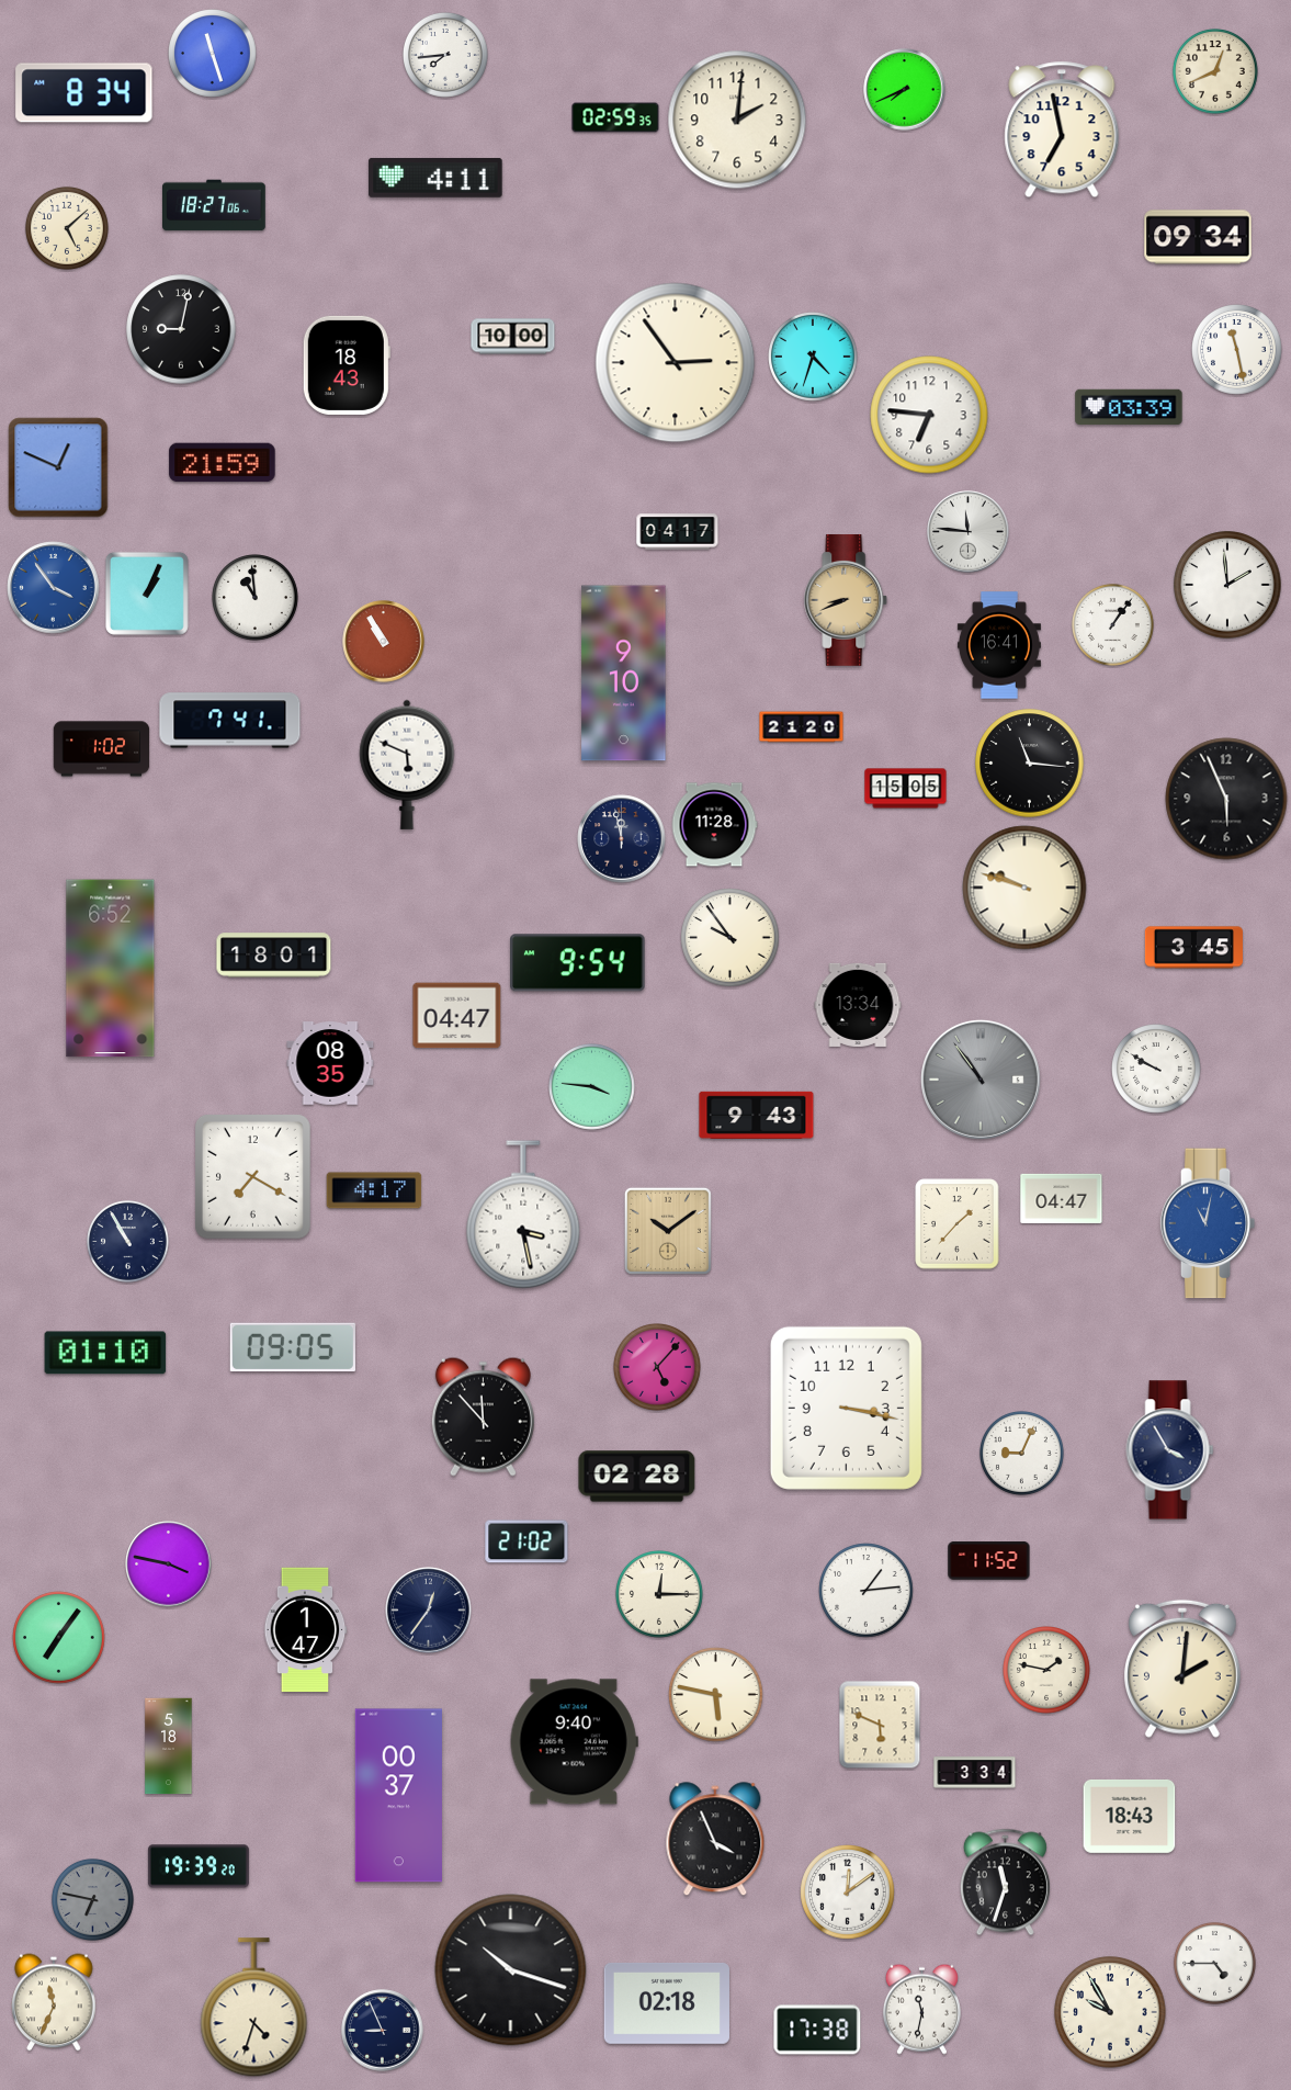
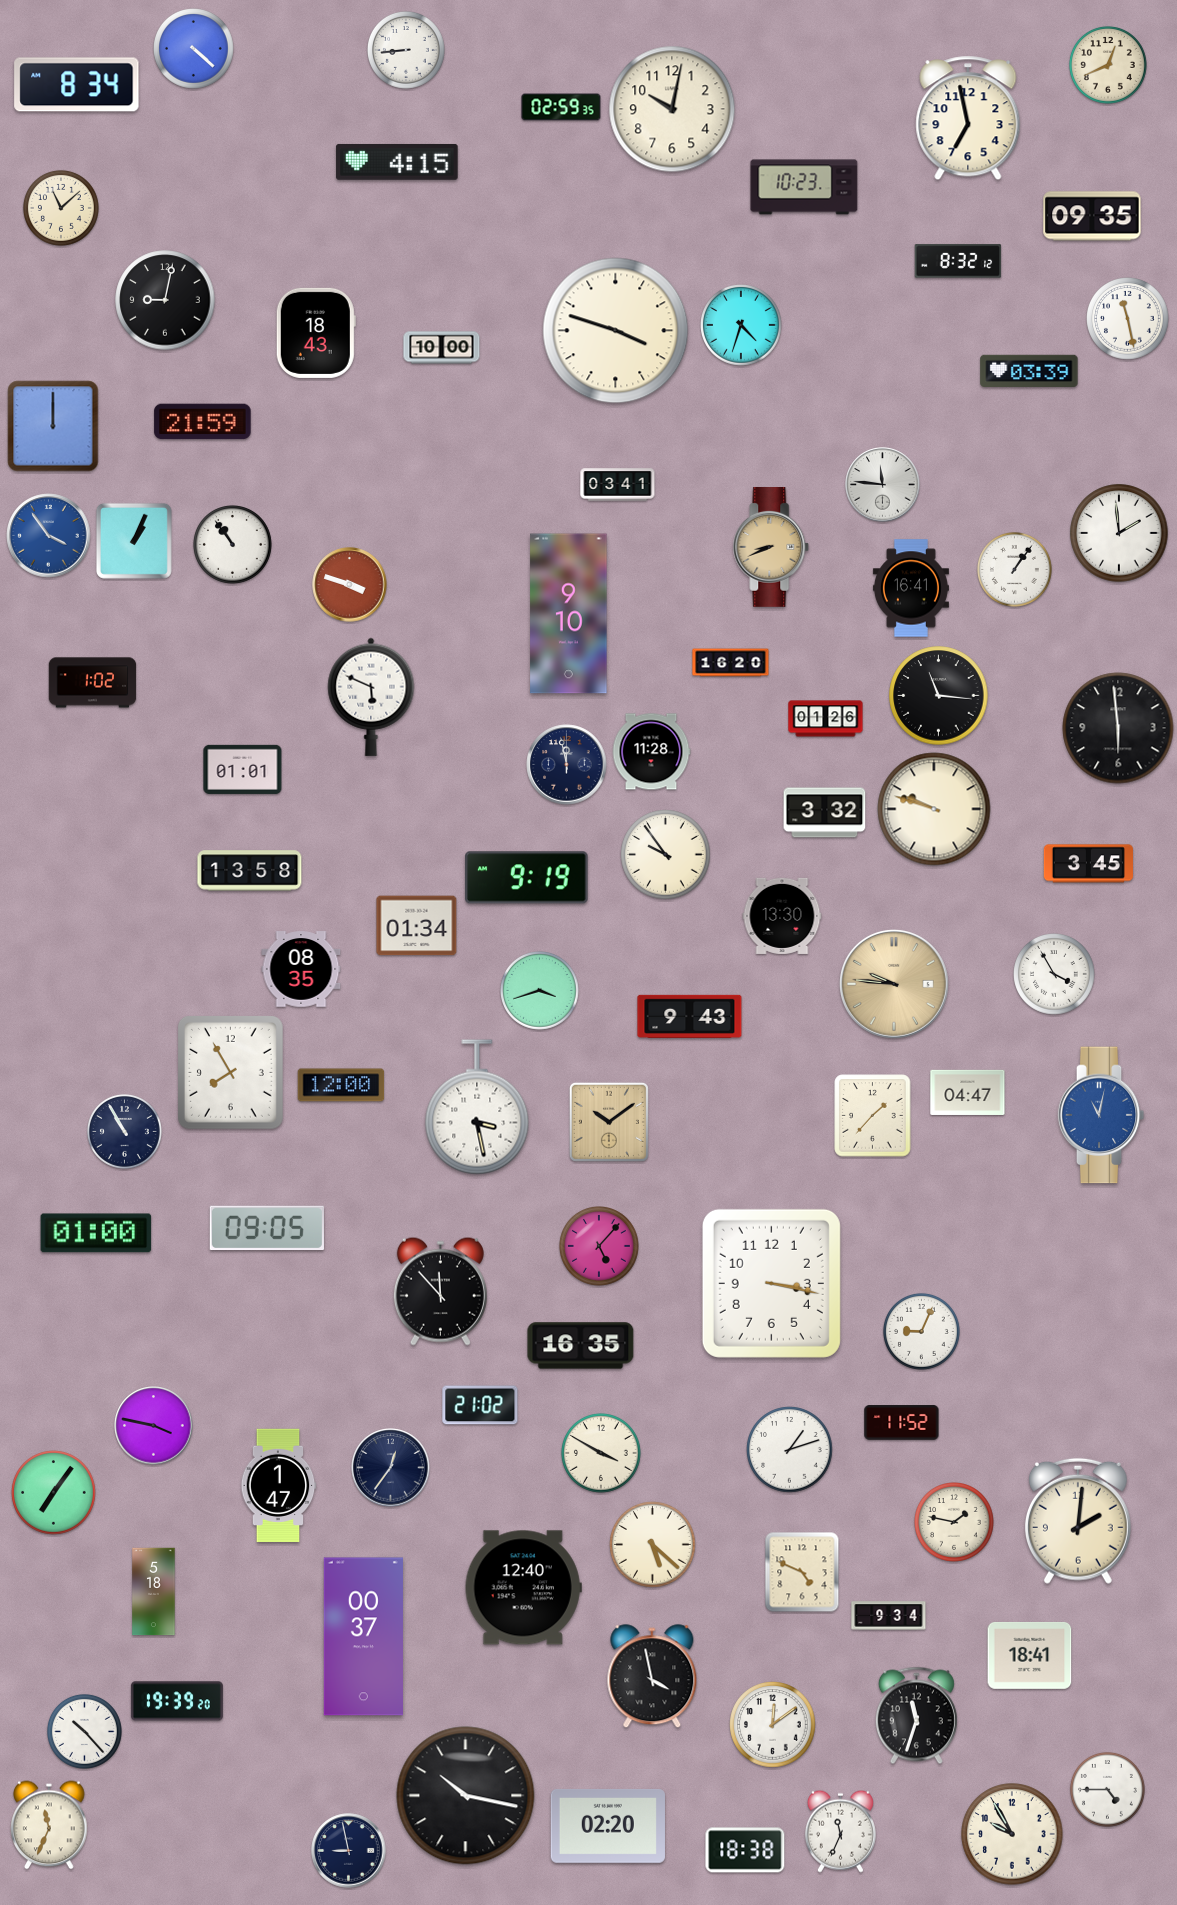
clock at (213, 54): 11:27 -> 4:22
clock at (446, 56): 7:44 -> 8:44
clock at (905, 90): 7:41 -> none
clock at (737, 120): 2:01 -> 10:02
clock at (435, 178): 4:11 -> 4:15
clock at (215, 205): 18:27 -> none
clock at (804, 187): none -> 10:23
clock at (67, 228): 5:08 -> 11:08
clock at (1198, 237): 09:34 -> 09:35
clock at (958, 261): none -> 8:32
clock at (513, 337) position: (513, 337) -> (442, 348)
clock at (676, 363): 2:54 -> 3:48
clock at (929, 415): 6:46 -> none
clock at (58, 467): 12:49 -> 12:00
clock at (678, 532): 04:17 -> 03:41
clock at (256, 598): 10:59 -> 10:54
clock at (384, 642): 10:55 -> 3:48
clock at (230, 721): 7:41 -> none
clock at (802, 727): 21:20 -> 16:20
clock at (906, 789): 15:05 -> 01:26
clock at (1226, 799): 5:56 -> 5:59
clock at (243, 769): none -> 01:01
clock at (825, 813): none -> 3:32
clock at (274, 956): 18:01 -> 13:58
clock at (578, 963): 9:54 -> 9:19
clock at (111, 969): 6:52 -> none
clock at (858, 1005): 13:34 -> 13:30
clock at (457, 1016): 04:47 -> 01:34
clock at (1157, 1070): 9:50 -> 3:55
clock at (981, 1080): 10:54 -> 9:46
clock at (981, 1080) dial: grey -> champagne
clock at (592, 1087): 3:46 -> 3:42
clock at (252, 1176): 7:20 -> 7:55
clock at (374, 1190): 4:17 -> 12:00
clock at (127, 1241) position: (127, 1241) -> (124, 1131)
clock at (105, 1353): 01:10 -> 01:00
clock at (1170, 1450): 3:55 -> none
clock at (1021, 1453) position: (1021, 1453) -> (921, 1331)
clock at (637, 1477): 02:28 -> 16:35
clock at (867, 1591): 1:14 -> 1:12
clock at (660, 1595): 12:15 -> 3:50
clock at (716, 1695): 5:47 -> 5:22
clock at (880, 1725): 5:49 -> 4:49
clock at (574, 1742): 9:40 -> 12:40
clock at (975, 1773): 3:34 -> 9:34
clock at (1130, 1816): 18:43 -> 18:41
clock at (715, 1840): 3:56 -> 3:58
clock at (199, 1866) position: (199, 1866) -> (177, 1701)
clock at (92, 1899): 6:47 -> 10:23
clock at (92, 1899) dial: grey -> white
clock at (511, 1970): 10:18 -> 10:17
clock at (667, 2003): 02:18 -> 02:20
clock at (254, 2008): 4:33 -> none
clock at (921, 2009): 11:32 -> 11:34
clock at (817, 2030): 17:38 -> 18:38
clock at (383, 2031): 8:56 -> 8:58
